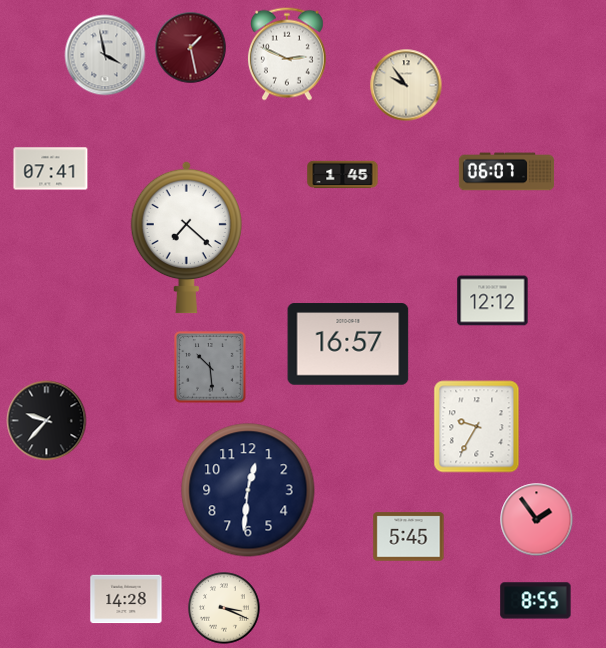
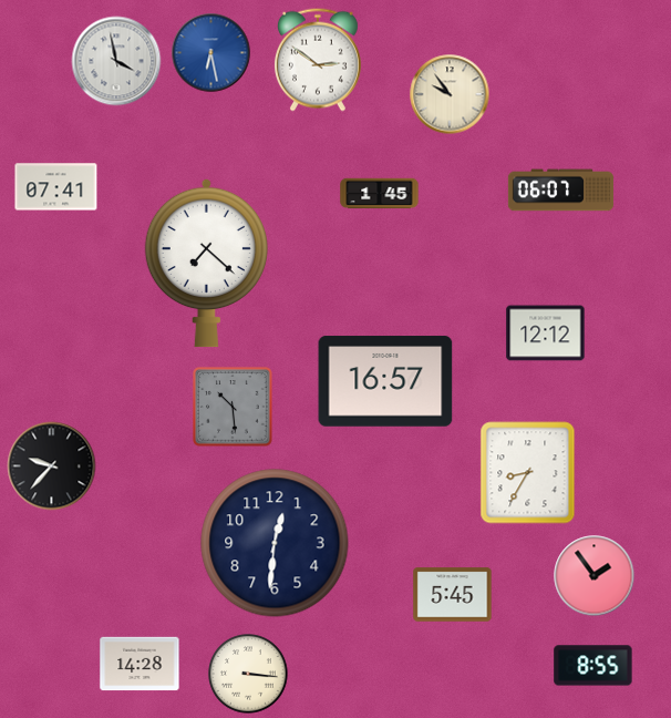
clock at (191, 48): 1:28 -> 6:28
clock at (191, 48) dial: burgundy -> blue
clock at (287, 54): 2:49 -> 2:51
clock at (477, 427): 9:35 -> 8:35
clock at (224, 608): 3:19 -> 3:16
